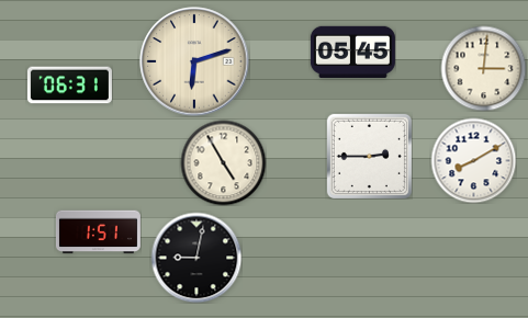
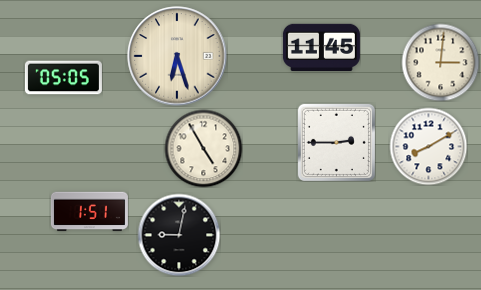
clock at (352, 53): 05:45 -> 11:45
clock at (194, 61): 6:12 -> 6:27
clock at (69, 86): 06:31 -> 05:05
clock at (473, 160) position: (473, 160) -> (428, 146)
